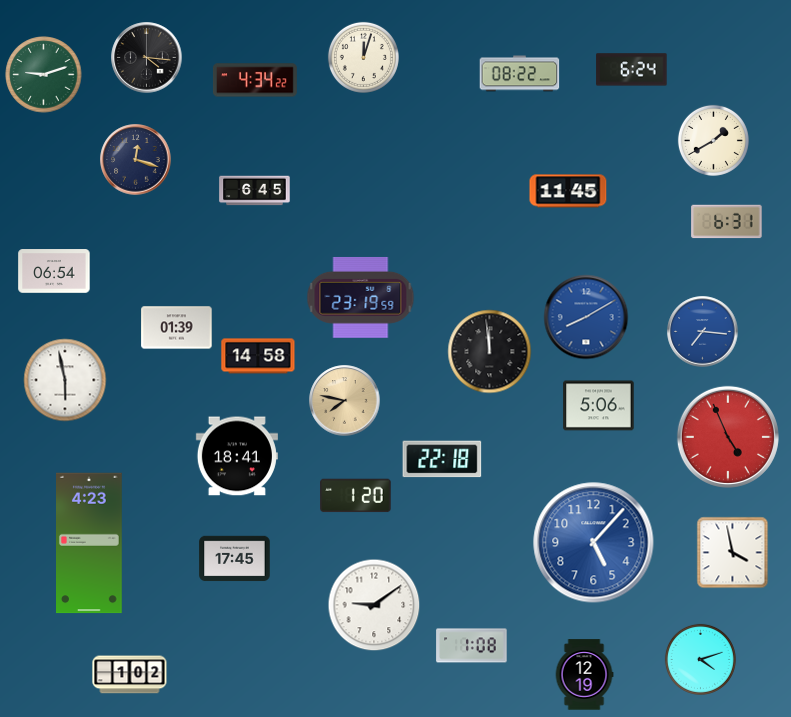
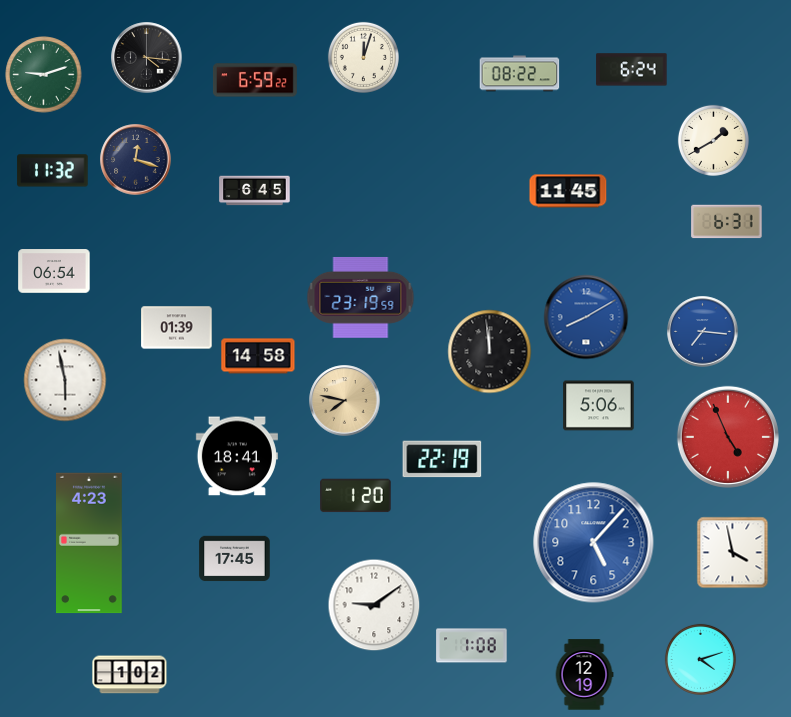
clock at (255, 80): 4:34 -> 6:59
clock at (53, 171): none -> 11:32
clock at (442, 459): 22:18 -> 22:19
